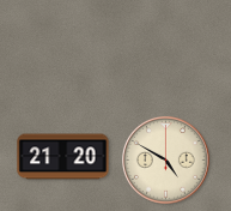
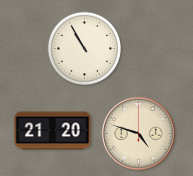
clock at (84, 48): none -> 10:55
clock at (166, 161): 4:50 -> 4:48
